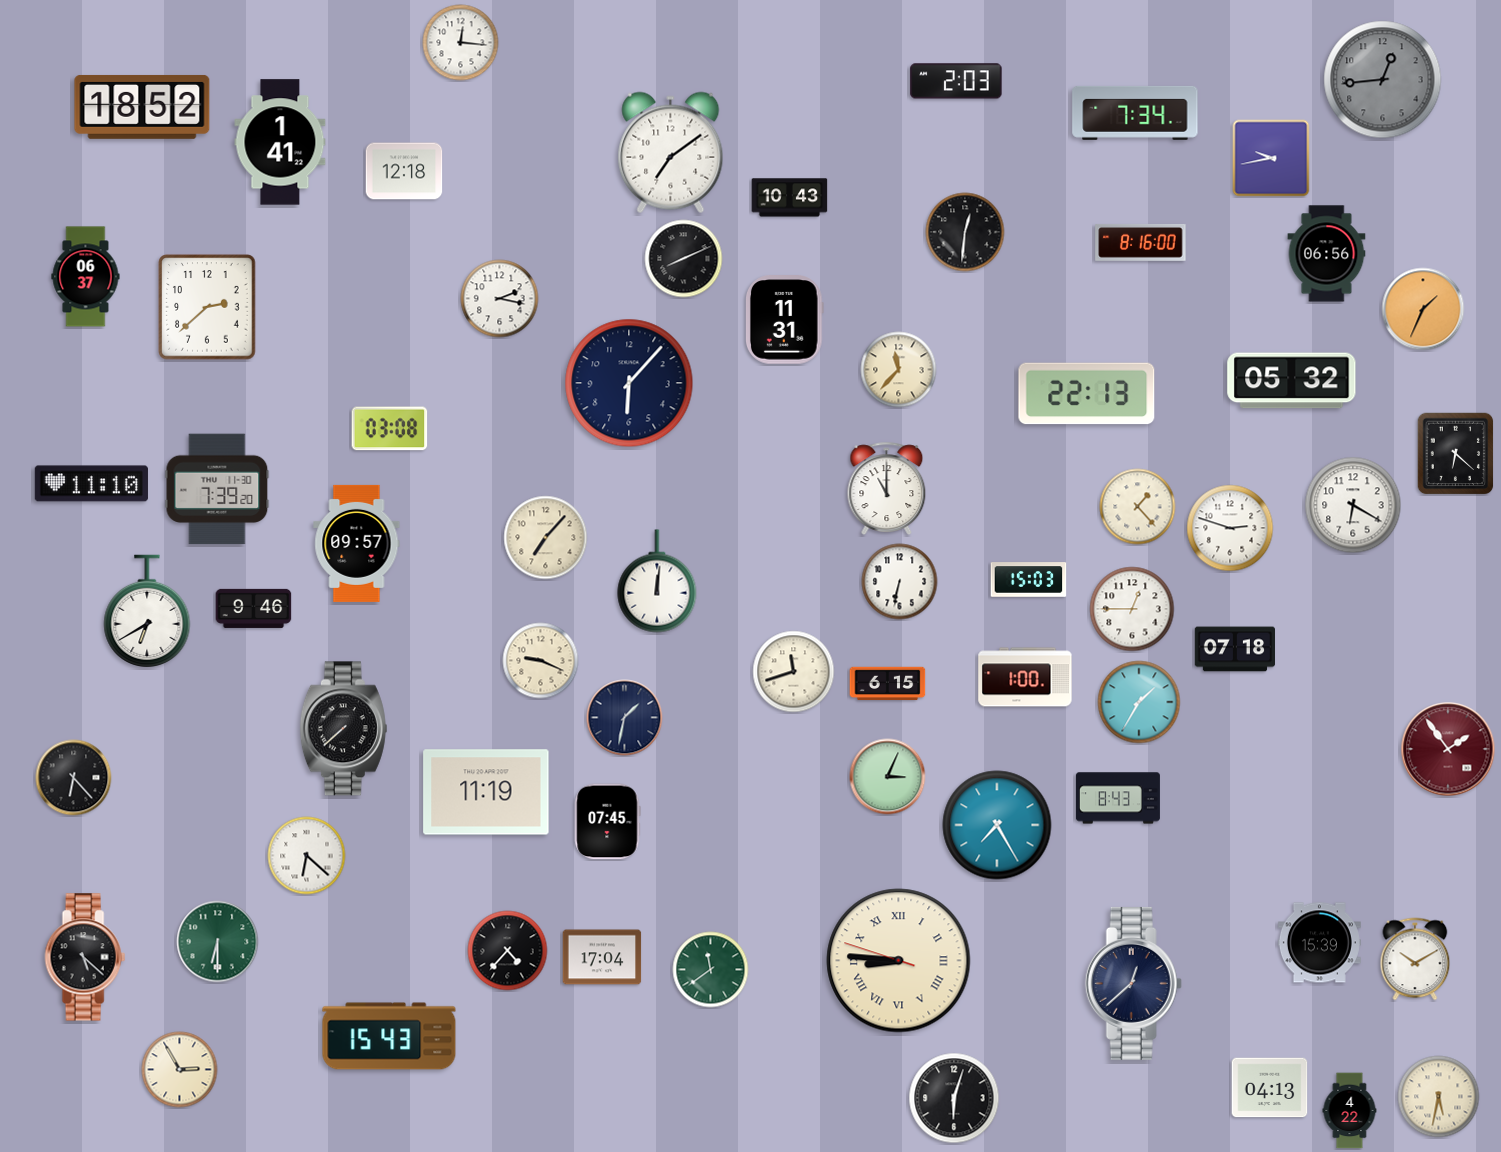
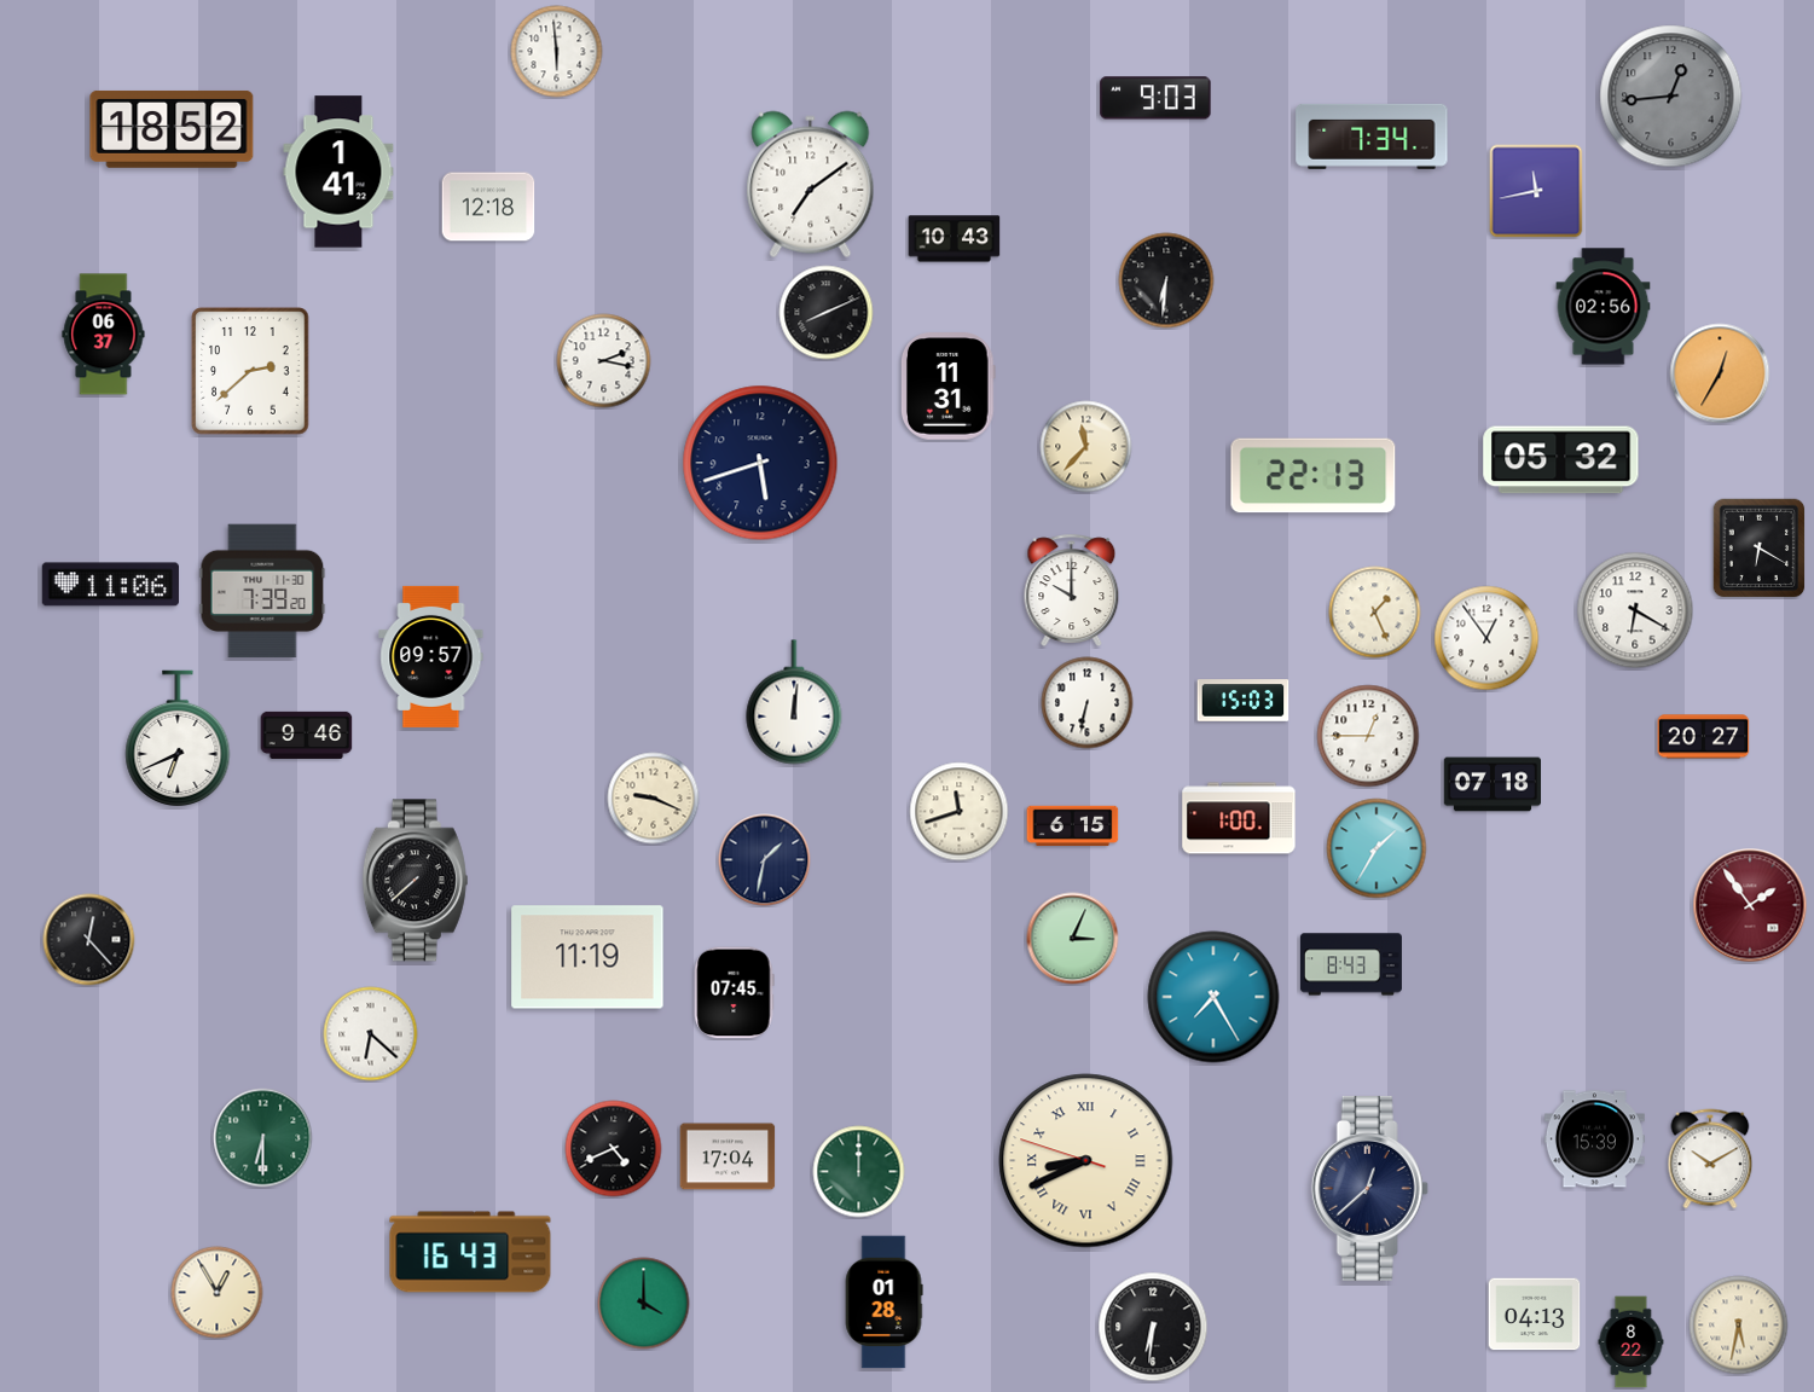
clock at (461, 43): 12:16 -> 5:59
clock at (956, 81): 2:03 -> 9:03
clock at (1271, 158): 9:43 -> 11:43
clock at (965, 232): 12:31 -> 6:31
clock at (1141, 242): 8:16 -> none
clock at (1327, 254): 06:56 -> 02:56
clock at (1423, 309): 1:34 -> 12:35
clock at (629, 383): 6:07 -> 5:42
clock at (390, 429): 03:08 -> none
clock at (1456, 454): 6:22 -> 6:20
clock at (91, 484): 11:10 -> 11:06
clock at (887, 488): 11:00 -> 10:00
clock at (1138, 507): 1:23 -> 1:26
clock at (1230, 528): 2:48 -> 12:54
clock at (546, 538): 7:07 -> none
clock at (1704, 737): none -> 20:27
clock at (147, 611): 6:40 -> 6:41
clock at (625, 718) position: (625, 718) -> (765, 860)
clock at (74, 778): 6:23 -> 12:23
clock at (997, 825) position: (997, 825) -> (1213, 997)
clock at (508, 951): 4:37 -> 4:41
clock at (85, 957): 5:22 -> none
clock at (899, 961): 8:45 -> 8:40
clock at (711, 970): 11:39 -> 12:00
clock at (389, 1036): 15:43 -> 16:43
clock at (180, 1070): 2:55 -> 12:55
clock at (883, 1303): none -> 01:28
clock at (644, 1304): none -> 4:00
clock at (954, 1098): 6:03 -> 6:31
clock at (1350, 1111): 4:22 -> 8:22
